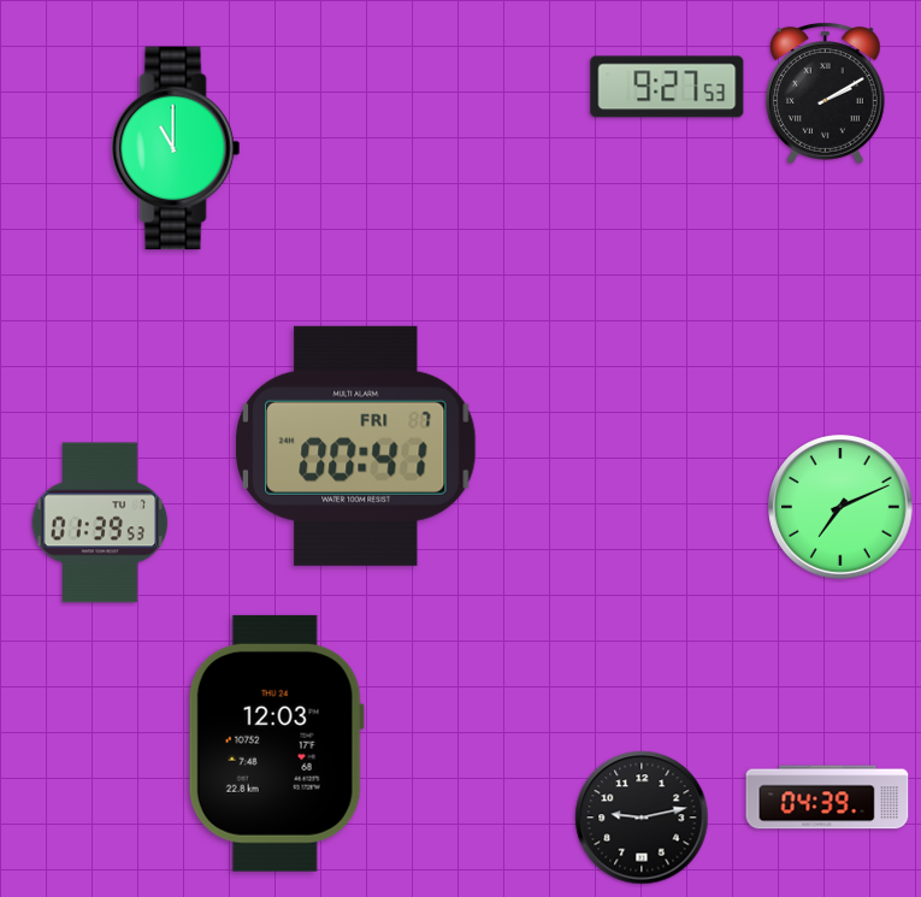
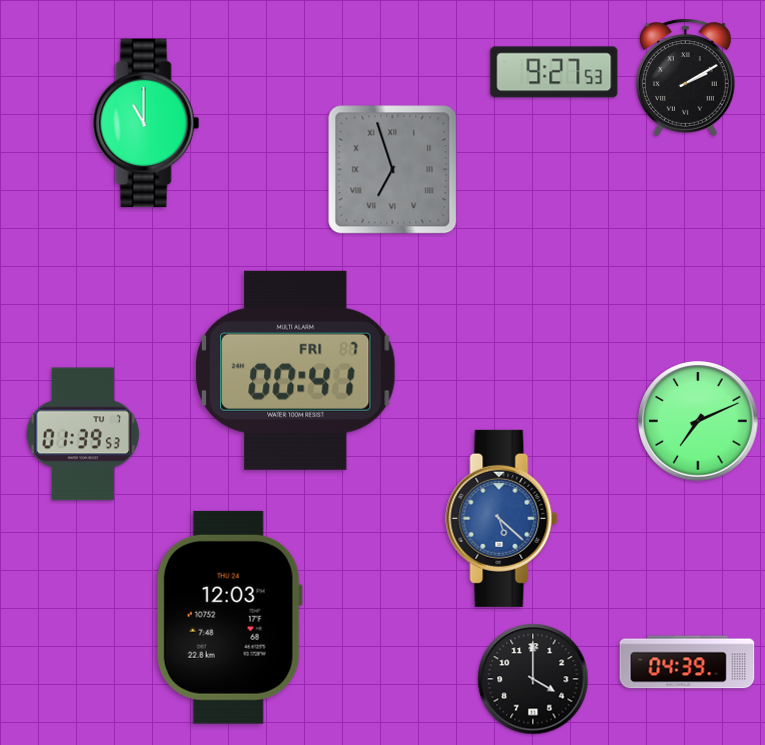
clock at (393, 170): none -> 6:57
clock at (502, 518): none -> 5:22
clock at (642, 818): 9:13 -> 4:00
